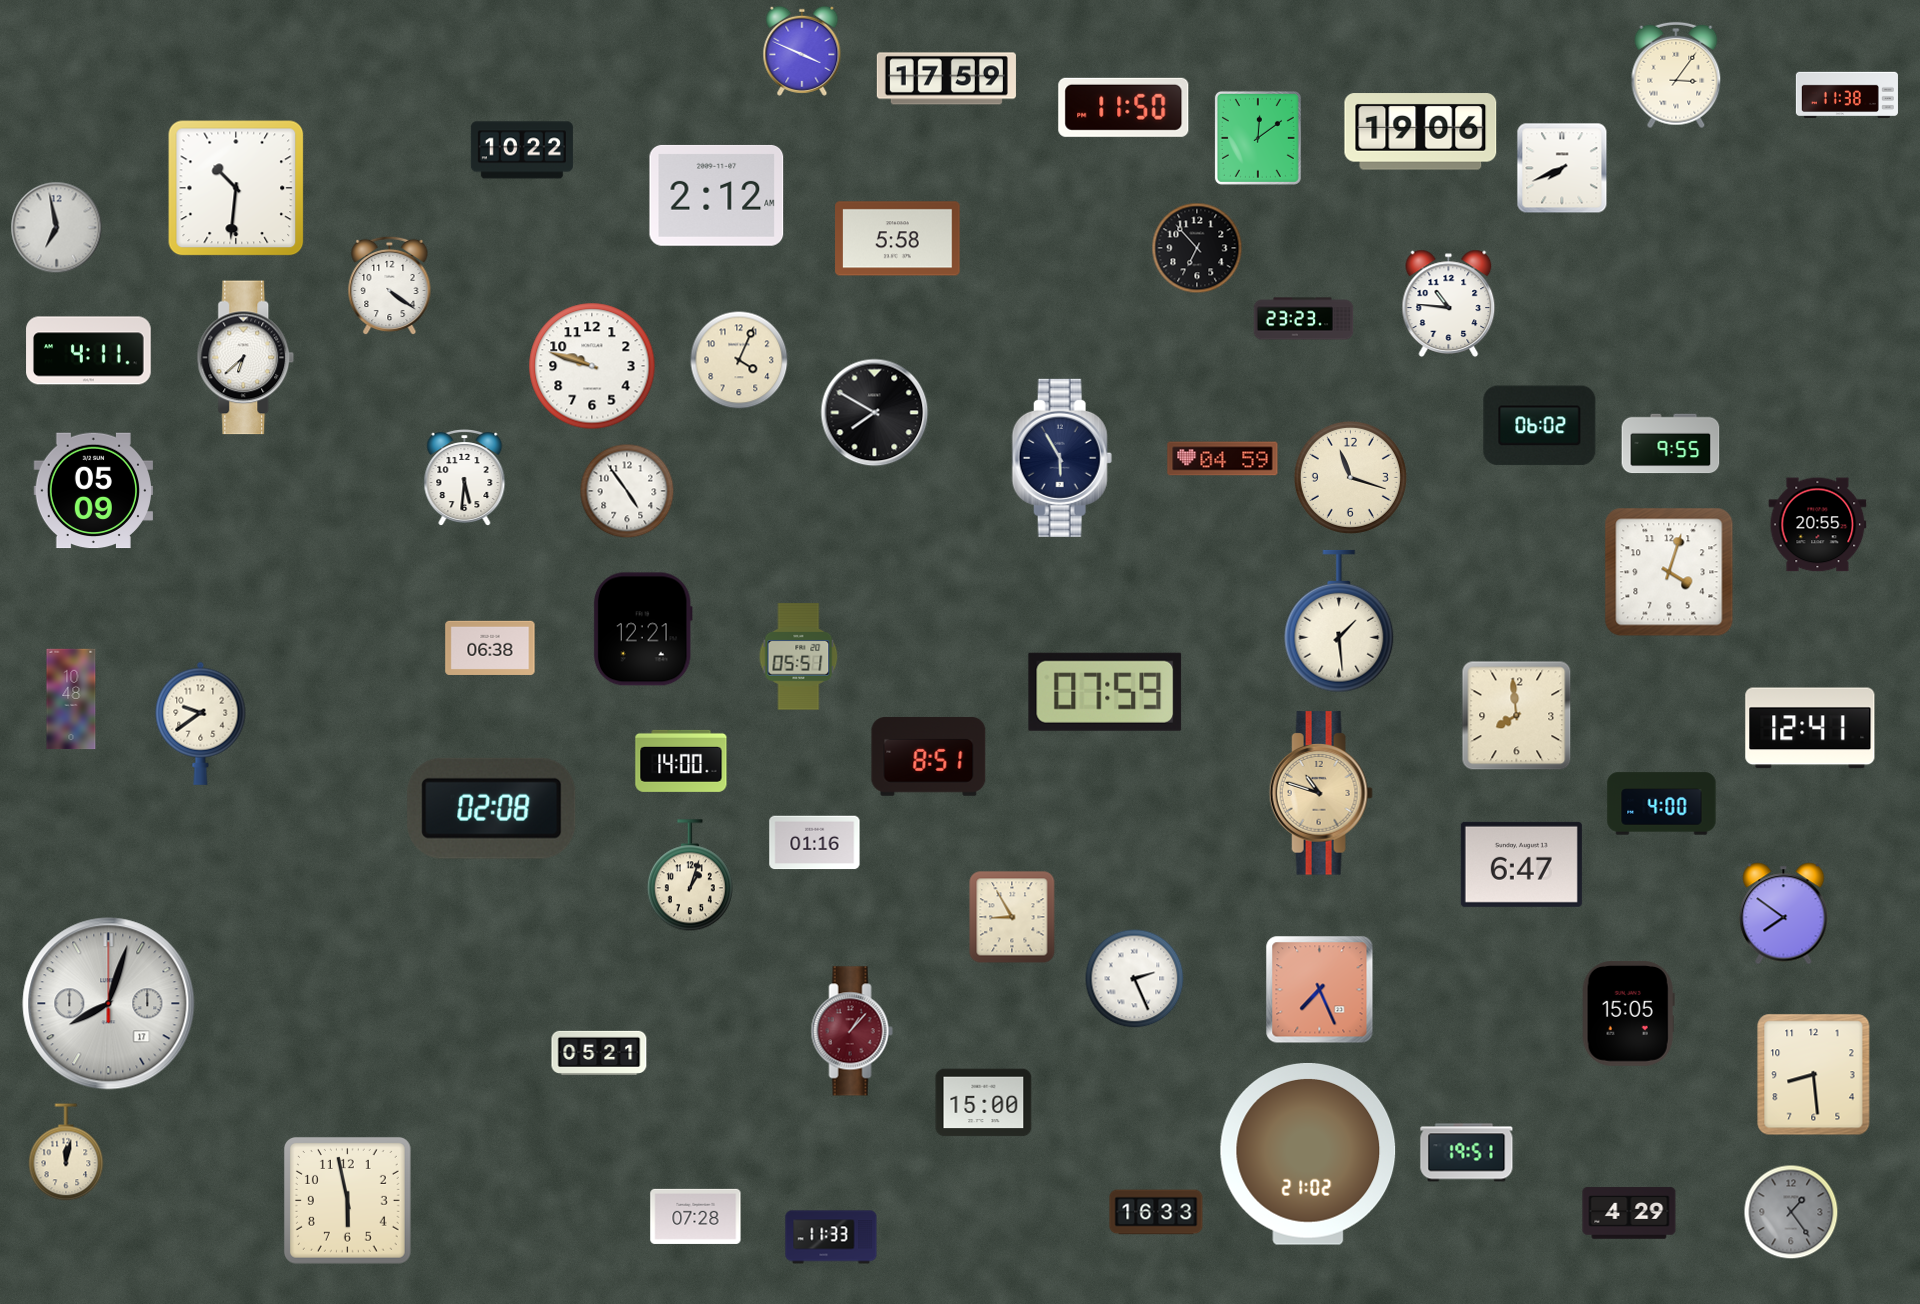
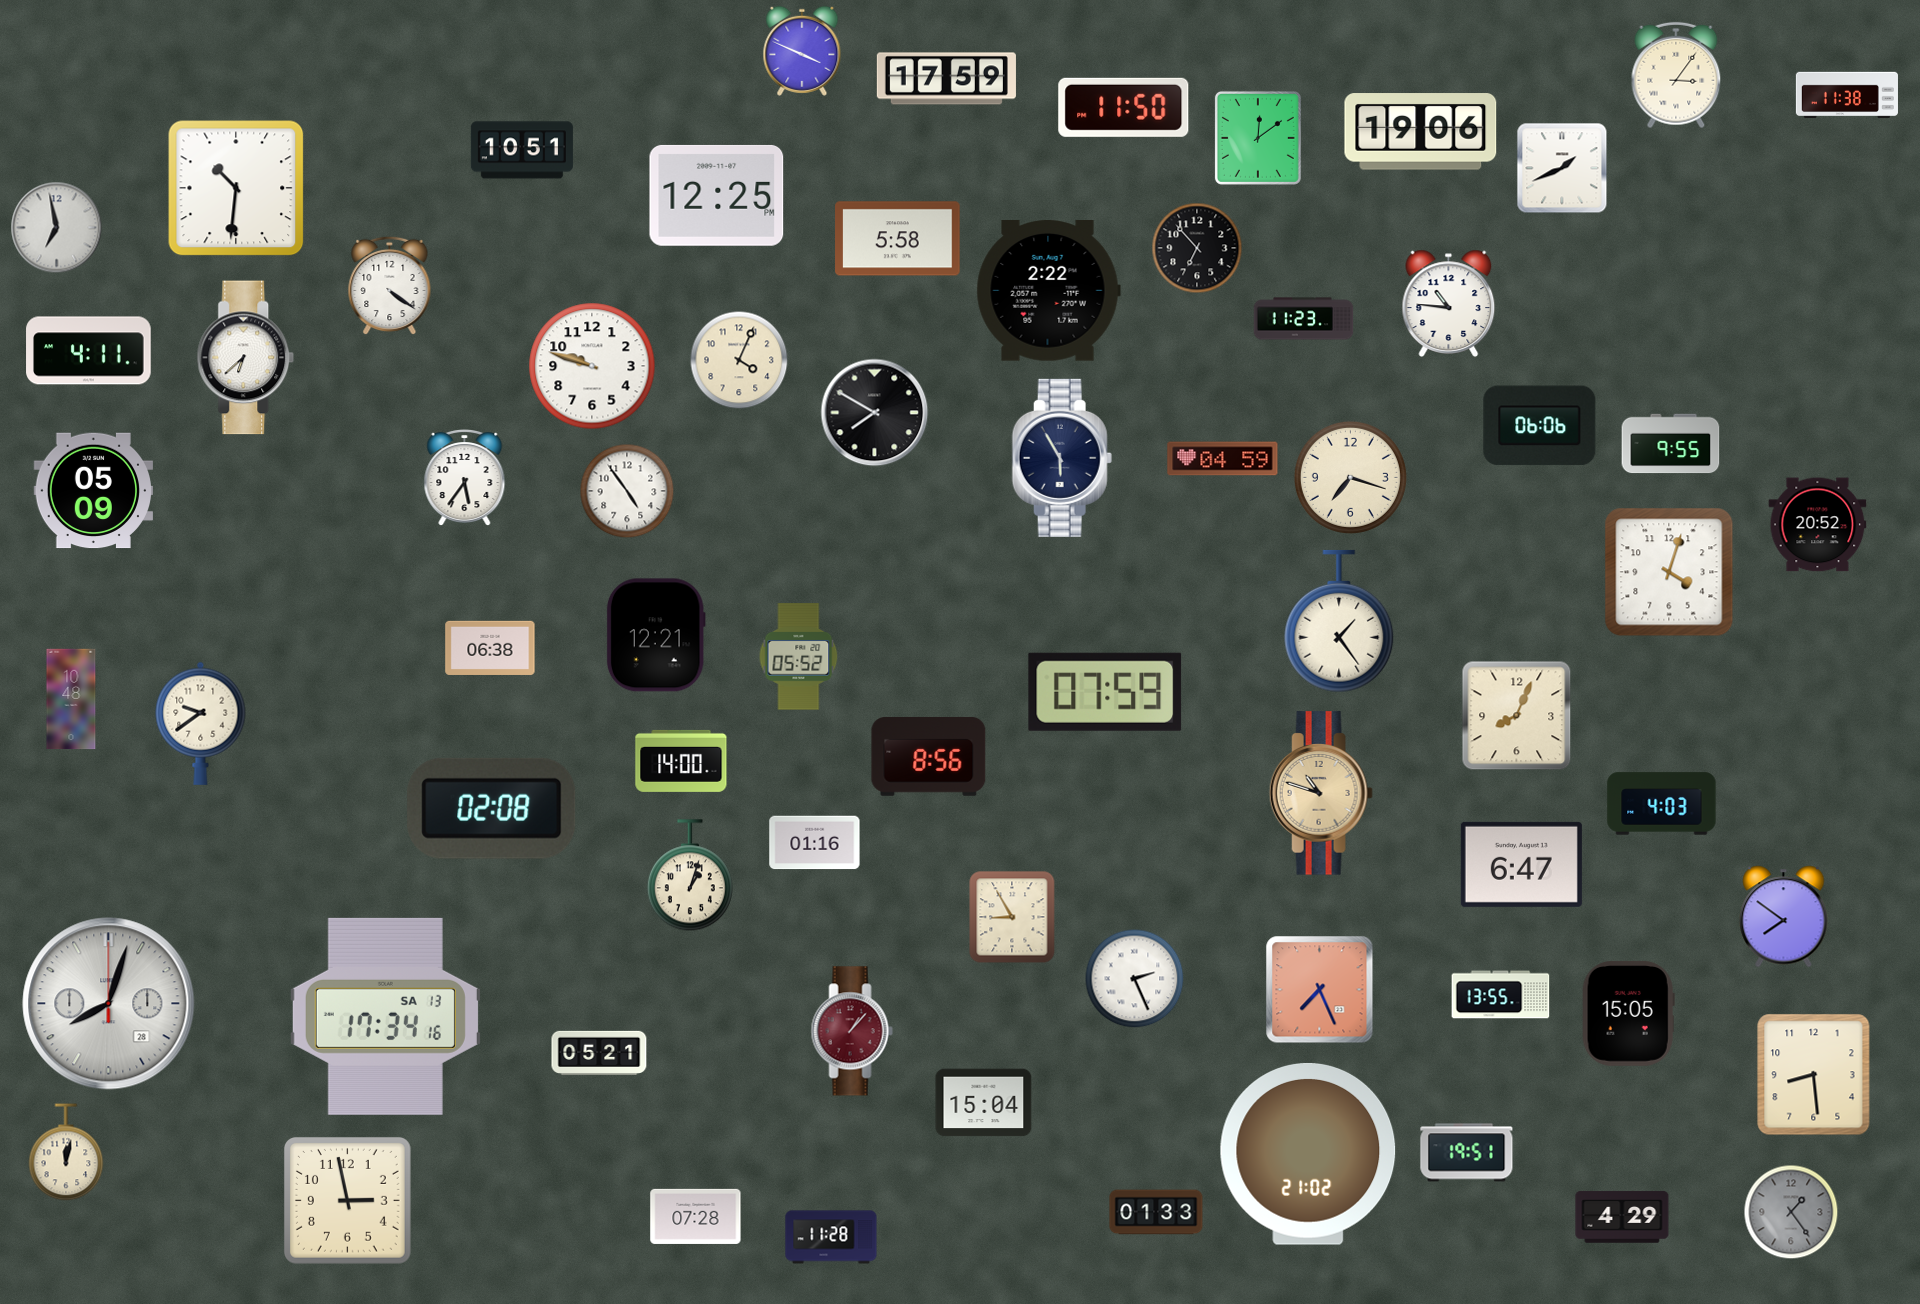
clock at (522, 150): 10:22 -> 10:51
clock at (1562, 168): 7:41 -> 1:41
clock at (717, 195): 2:12 -> 12:25
clock at (1048, 291): none -> 2:22
clock at (1304, 319): 23:23 -> 11:23
clock at (1540, 426): 06:02 -> 06:06
clock at (1350, 477): 11:18 -> 7:18
clock at (465, 478): 5:31 -> 5:36
clock at (1818, 525): 20:55 -> 20:52
clock at (1339, 621): 1:29 -> 1:24
clock at (643, 629) position: (643, 629) -> (656, 635)
clock at (799, 657): 05:51 -> 05:52
clock at (1517, 716): 7:59 -> 8:04
clock at (1810, 728): 12:41 -> none
clock at (929, 756): 8:51 -> 8:56
clock at (1662, 804): 4:00 -> 4:03
clock at (1784, 914) position: (1784, 914) -> (1784, 917)
clock at (1501, 995): none -> 13:55
clock at (109, 1004) date: 17 -> 28
clock at (385, 1016): none -> 17:34
clock at (984, 1103): 15:00 -> 15:04
clock at (347, 1200): 5:58 -> 2:58
clock at (1156, 1212): 16:33 -> 01:33
clock at (1629, 1213) position: (1629, 1213) -> (1622, 1217)
clock at (831, 1237): 11:33 -> 11:28
